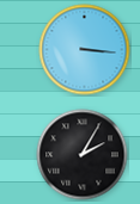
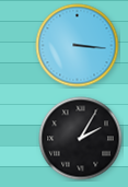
clock at (83, 155) position: (83, 155) -> (81, 139)
